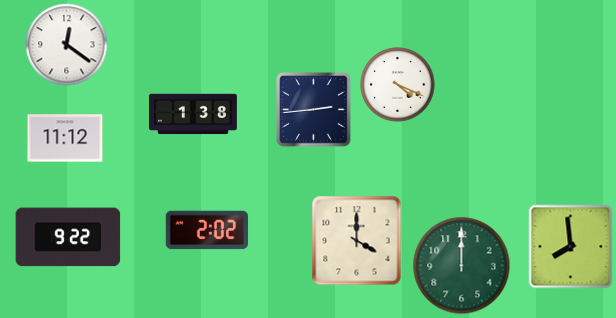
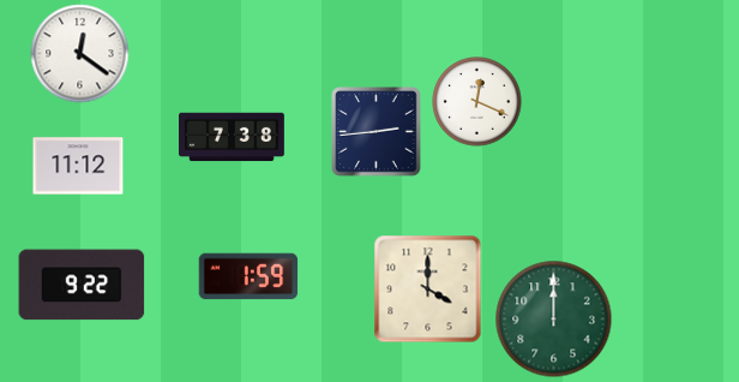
clock at (398, 85): 4:19 -> 12:19
clock at (194, 114): 1:38 -> 7:38
clock at (207, 230): 2:02 -> 1:59
clock at (571, 247): 7:59 -> none
